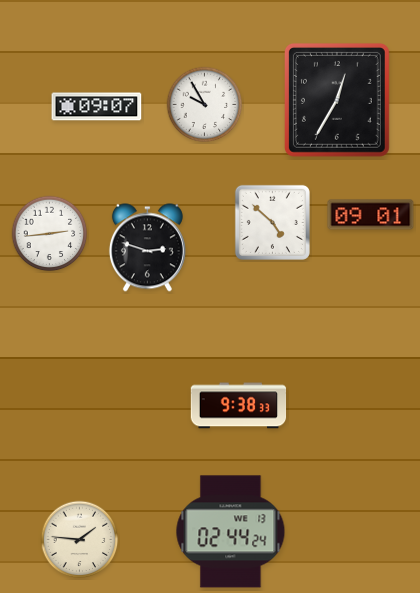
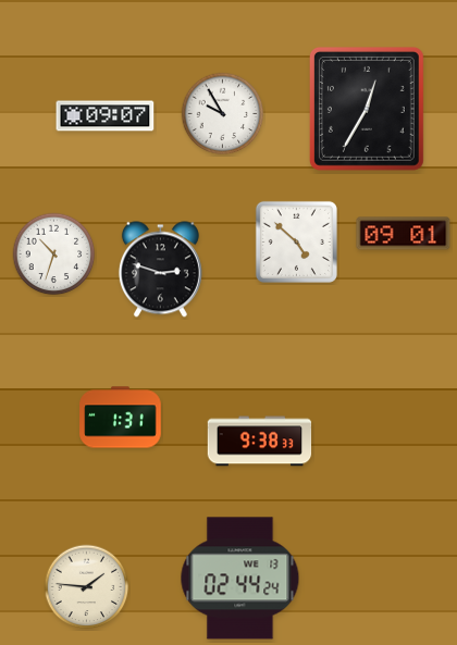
clock at (50, 234): 2:44 -> 10:33
clock at (121, 418): none -> 1:31
clock at (231, 532) position: (231, 532) -> (240, 579)
